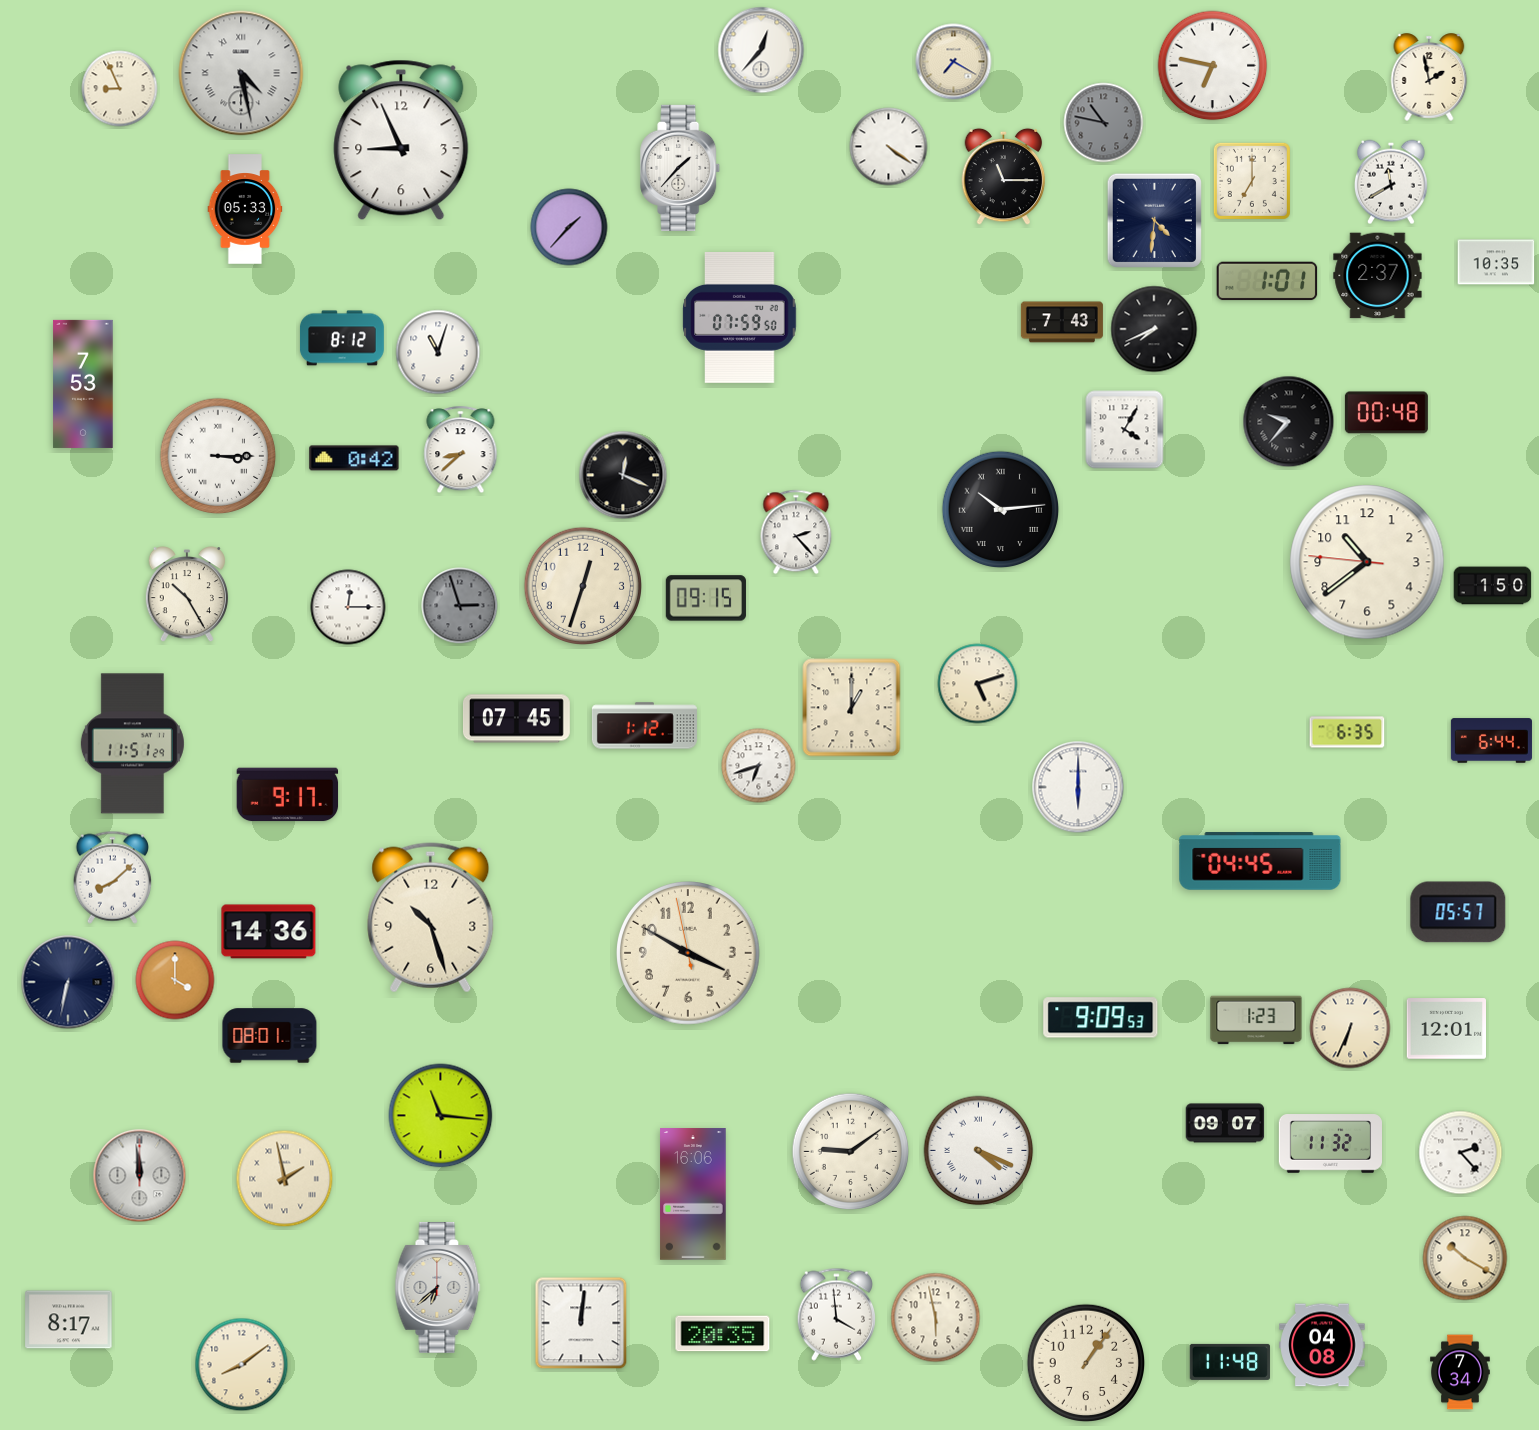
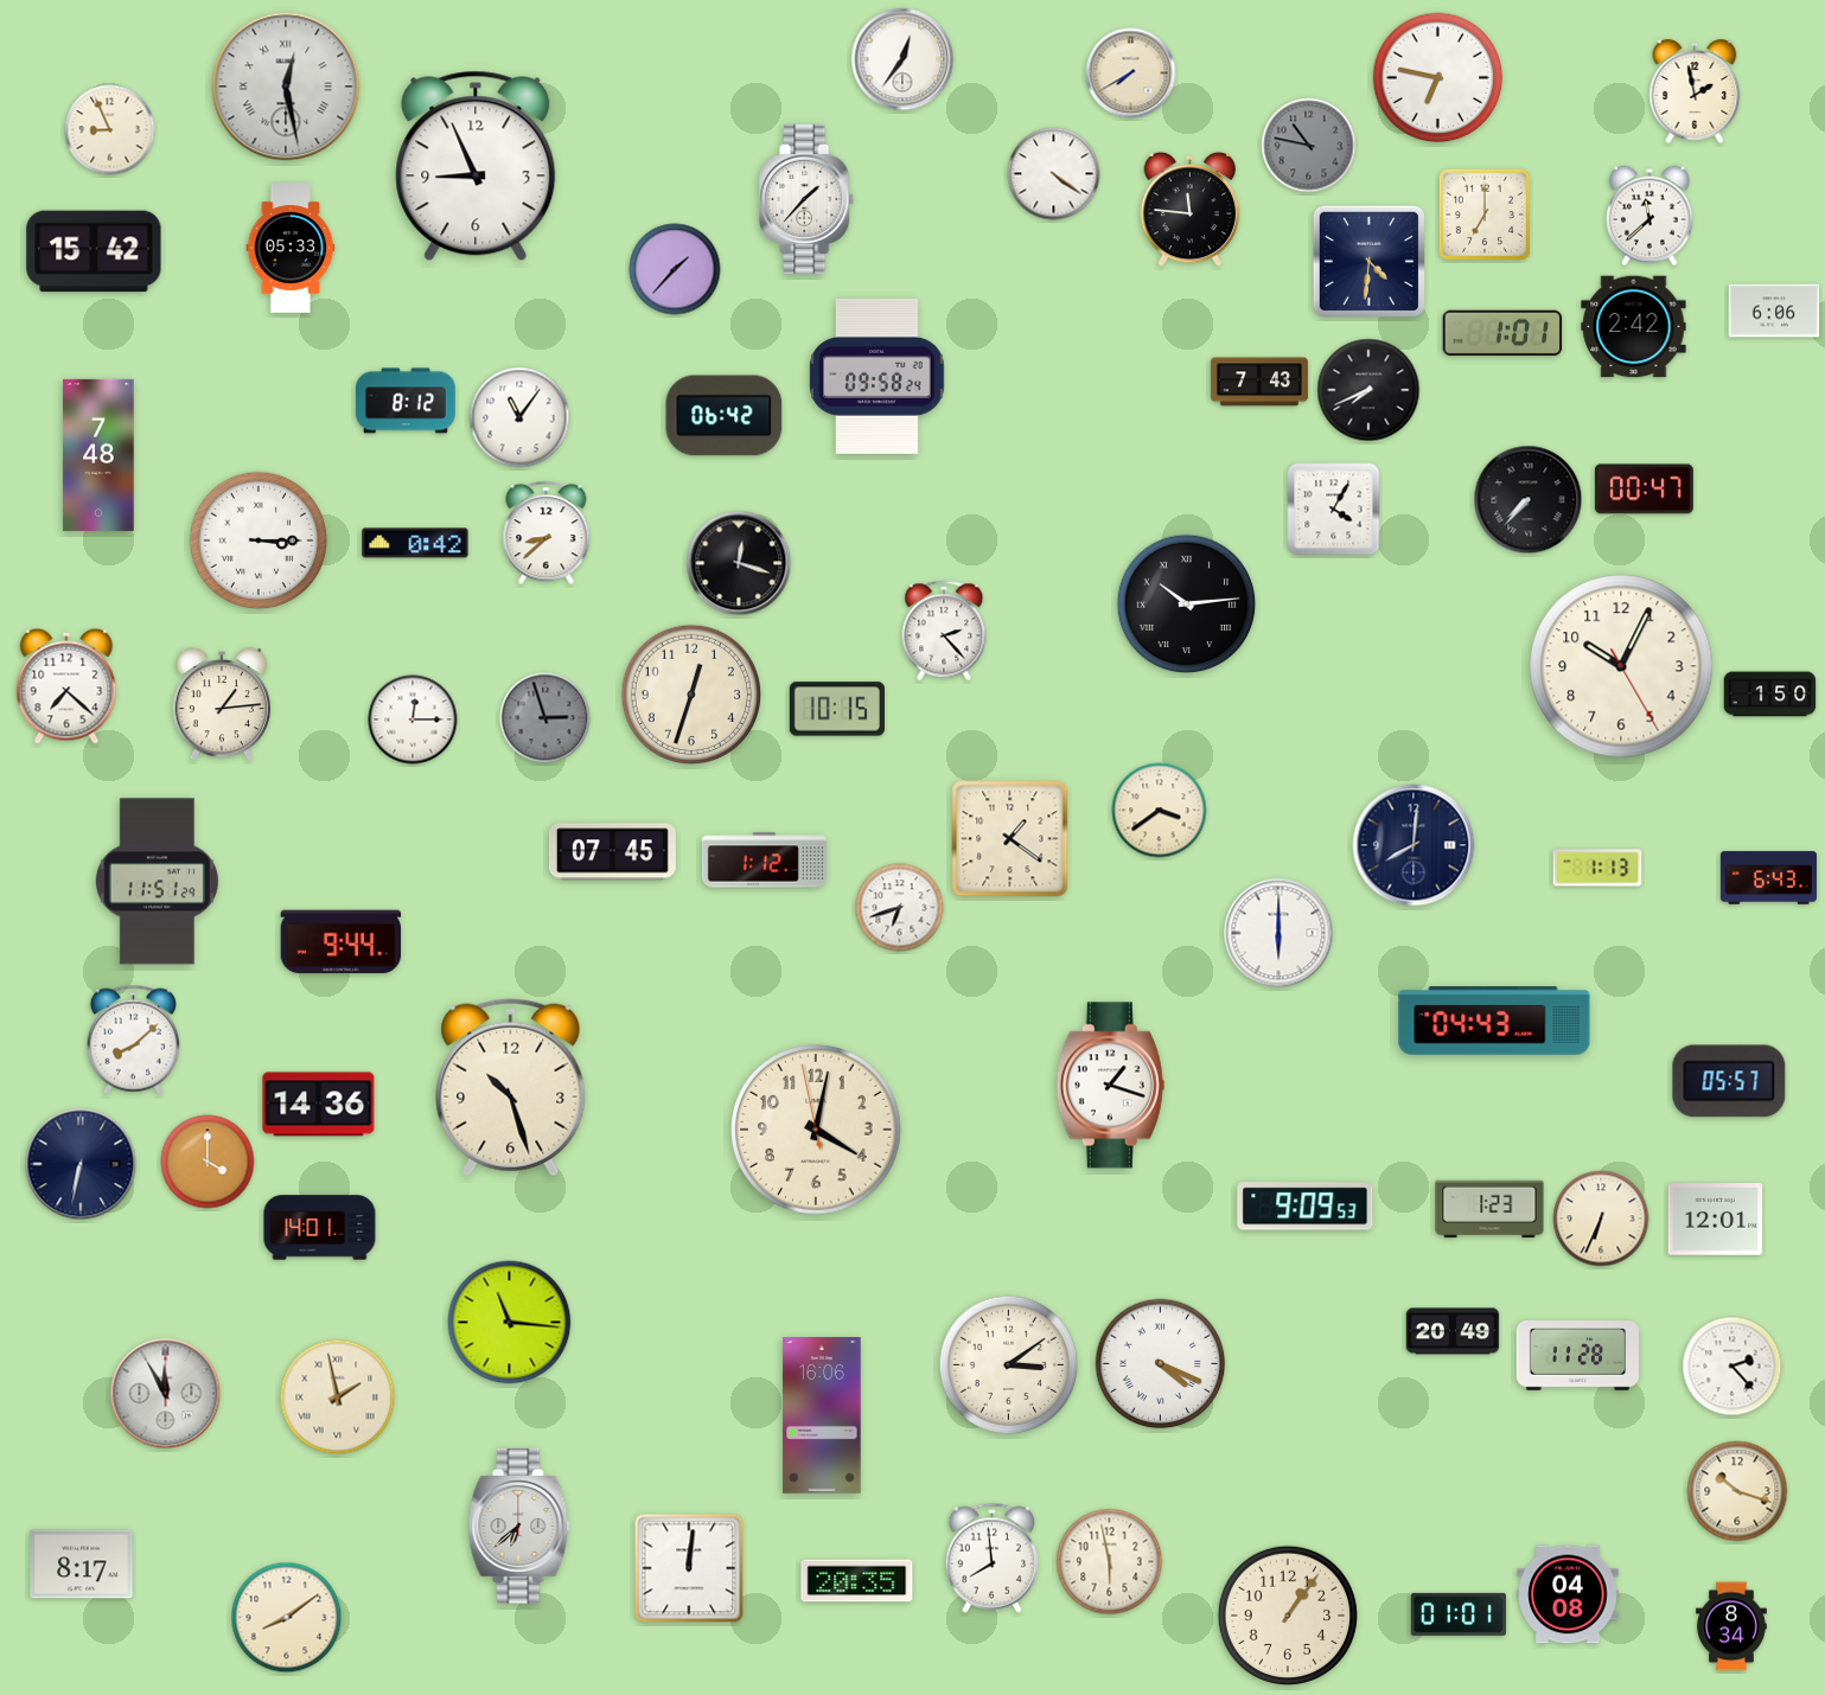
clock at (761, 50): 12:37 -> 12:36
clock at (954, 62): 7:20 -> 7:40
clock at (241, 73): 4:28 -> 12:28
clock at (120, 89) position: (120, 89) -> (110, 130)
clock at (1004, 177): 11:15 -> 11:46
clock at (1391, 182): 11:40 -> 11:38
clock at (94, 251): none -> 15:42
clock at (1496, 262): 10:35 -> 6:06
clock at (1378, 276): 2:37 -> 2:42
clock at (740, 317): 07:59 -> 09:58
clock at (725, 416): none -> 06:42
clock at (438, 352): 11:03 -> 11:06
clock at (83, 384): 7:53 -> 7:48
clock at (1386, 413): 00:48 -> 00:47
clock at (1289, 422): 9:37 -> 7:37
clock at (354, 458) position: (354, 458) -> (415, 543)
clock at (623, 475): 12:19 -> 12:18
clock at (1367, 562): 10:38 -> 10:04
clock at (66, 686): none -> 7:22
clock at (187, 595): 10:25 -> 1:14
clock at (706, 598): 09:15 -> 10:15
clock at (978, 684): 5:12 -> 3:39
clock at (852, 708): 1:00 -> 1:21
clock at (1414, 845): none -> 8:01
clock at (1347, 732): 6:35 -> 1:13
clock at (1491, 741): 6:44 -> 6:43
clock at (288, 795): 9:17 -> 9:44
clock at (1260, 861): 04:45 -> 04:43
clock at (1110, 1086): none -> 1:18
clock at (689, 954): 3:49 -> 4:01
clock at (270, 1036): 08:01 -> 14:01
clock at (441, 1116) position: (441, 1116) -> (510, 1323)
clock at (1225, 1123): 09:07 -> 20:49
clock at (1330, 1144): 11:32 -> 11:28
clock at (851, 1152): 9:09 -> 3:09
clock at (140, 1176): 11:59 -> 11:55
clock at (1465, 1258): 10:20 -> 10:18
clock at (836, 1314): 3:59 -> 7:59
clock at (1230, 1362): 11:48 -> 01:01
clock at (1460, 1372): 7:34 -> 8:34
